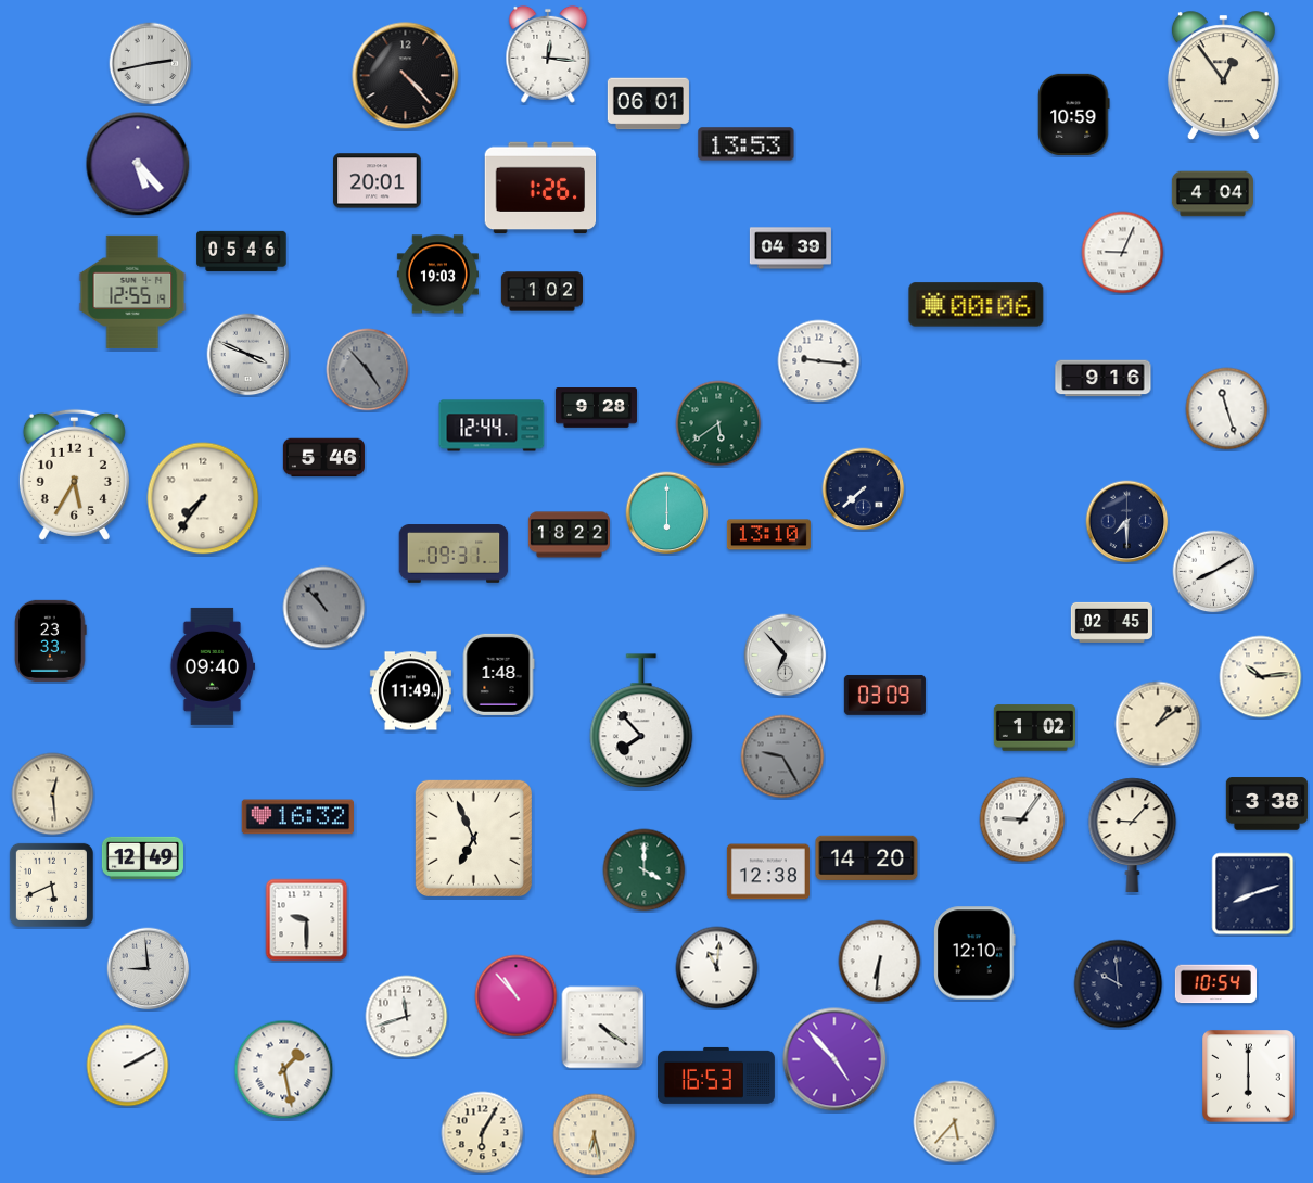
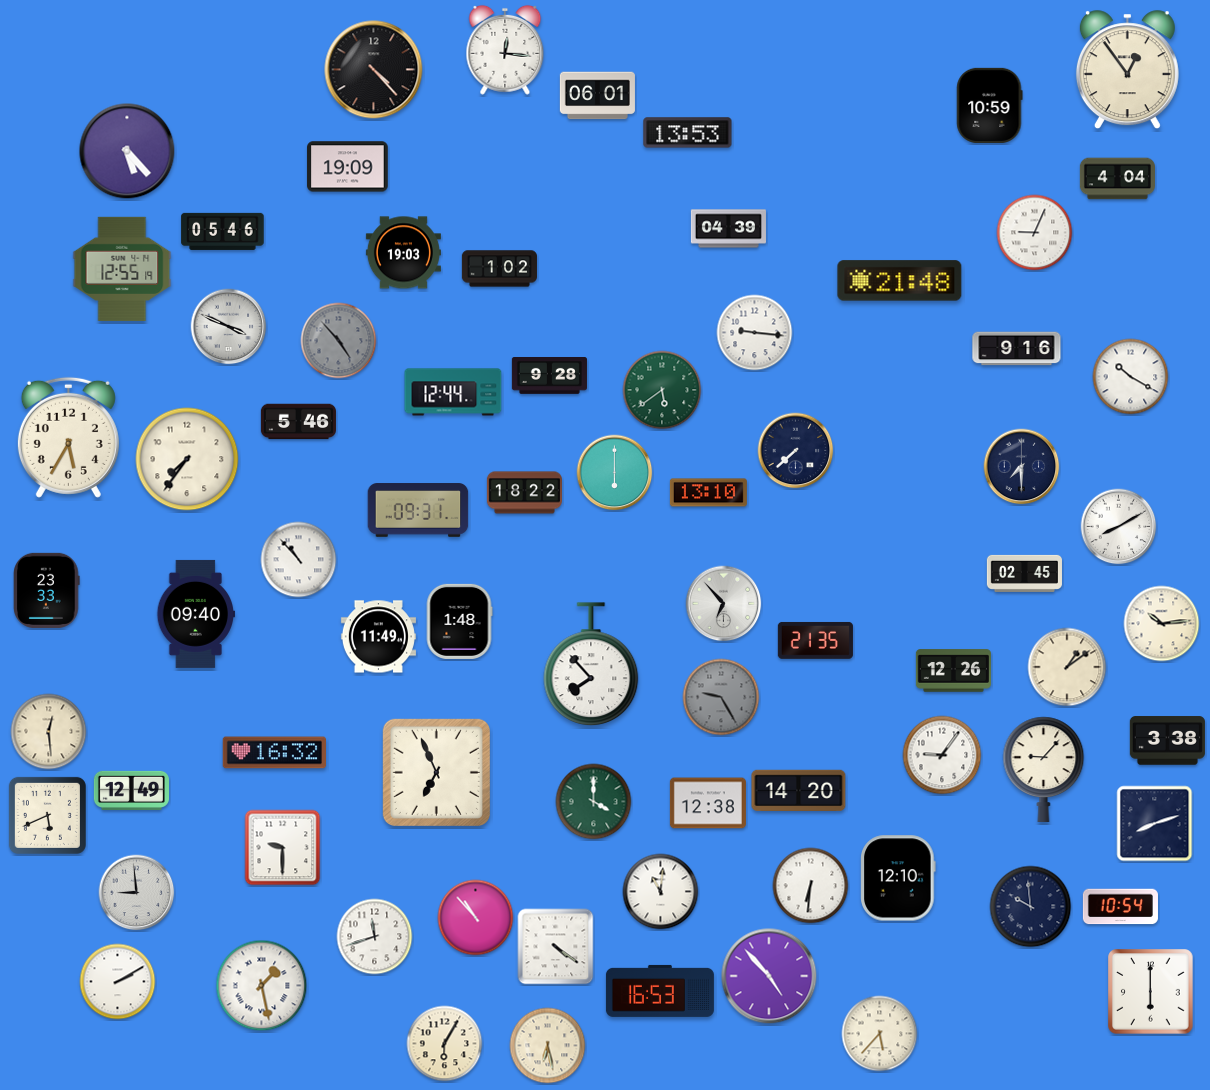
clock at (151, 64): 2:43 -> none
clock at (378, 181): 20:01 -> 19:09
clock at (540, 188): 1:26 -> none
clock at (977, 305): 00:06 -> 21:48
clock at (1227, 409): 11:27 -> 10:20
clock at (1127, 522) position: (1127, 522) -> (1022, 467)
clock at (324, 608) dial: grey -> white
clock at (884, 695): 03:09 -> 21:35
clock at (1034, 728): 1:02 -> 12:26
